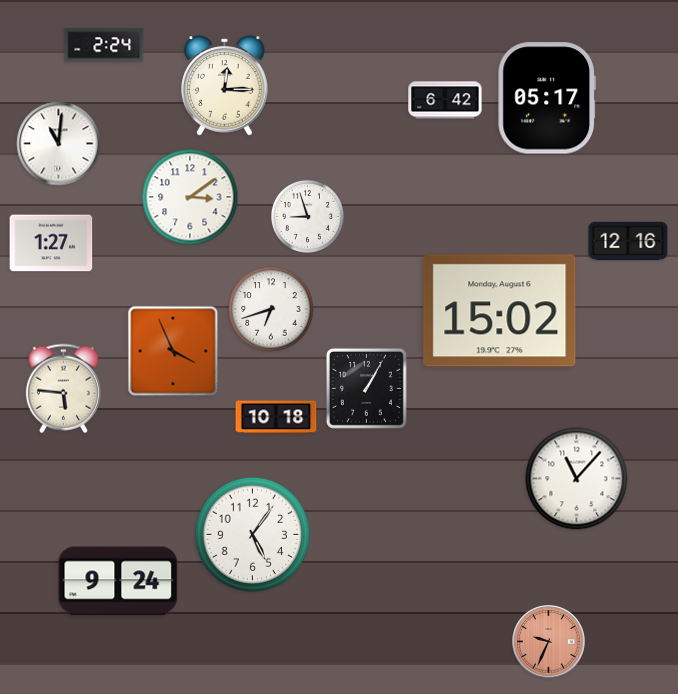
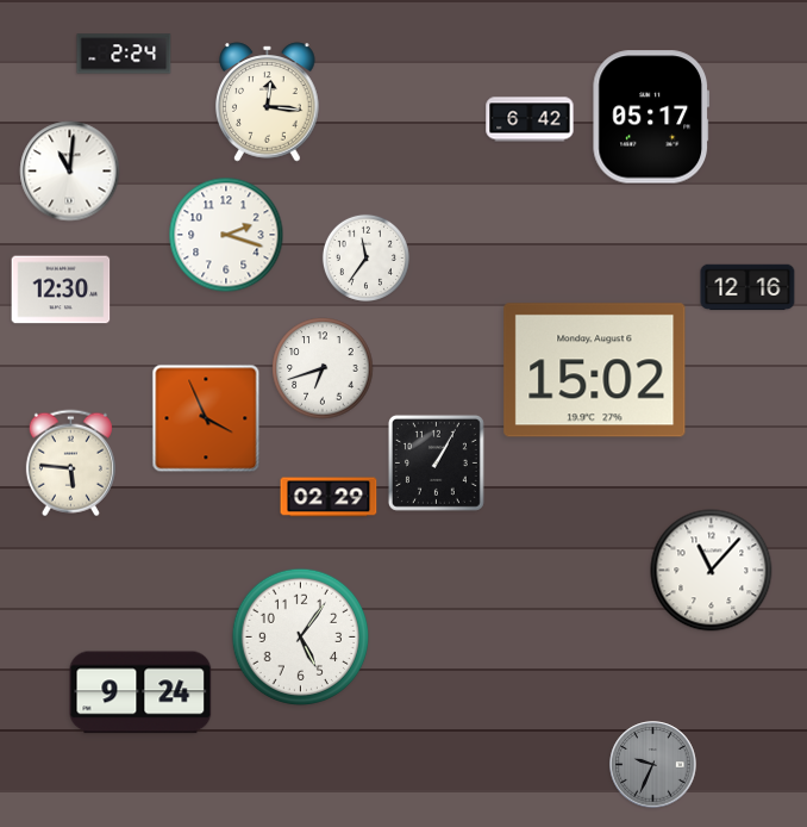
clock at (225, 86): 12:15 -> 12:16
clock at (190, 197): 3:09 -> 2:18
clock at (307, 216): 8:57 -> 11:36
clock at (51, 243): 1:27 -> 12:30
clock at (63, 389) position: (63, 389) -> (70, 464)
clock at (276, 417): 10:18 -> 02:29
clock at (577, 479) position: (577, 479) -> (712, 571)
clock at (549, 642) dial: salmon -> grey
